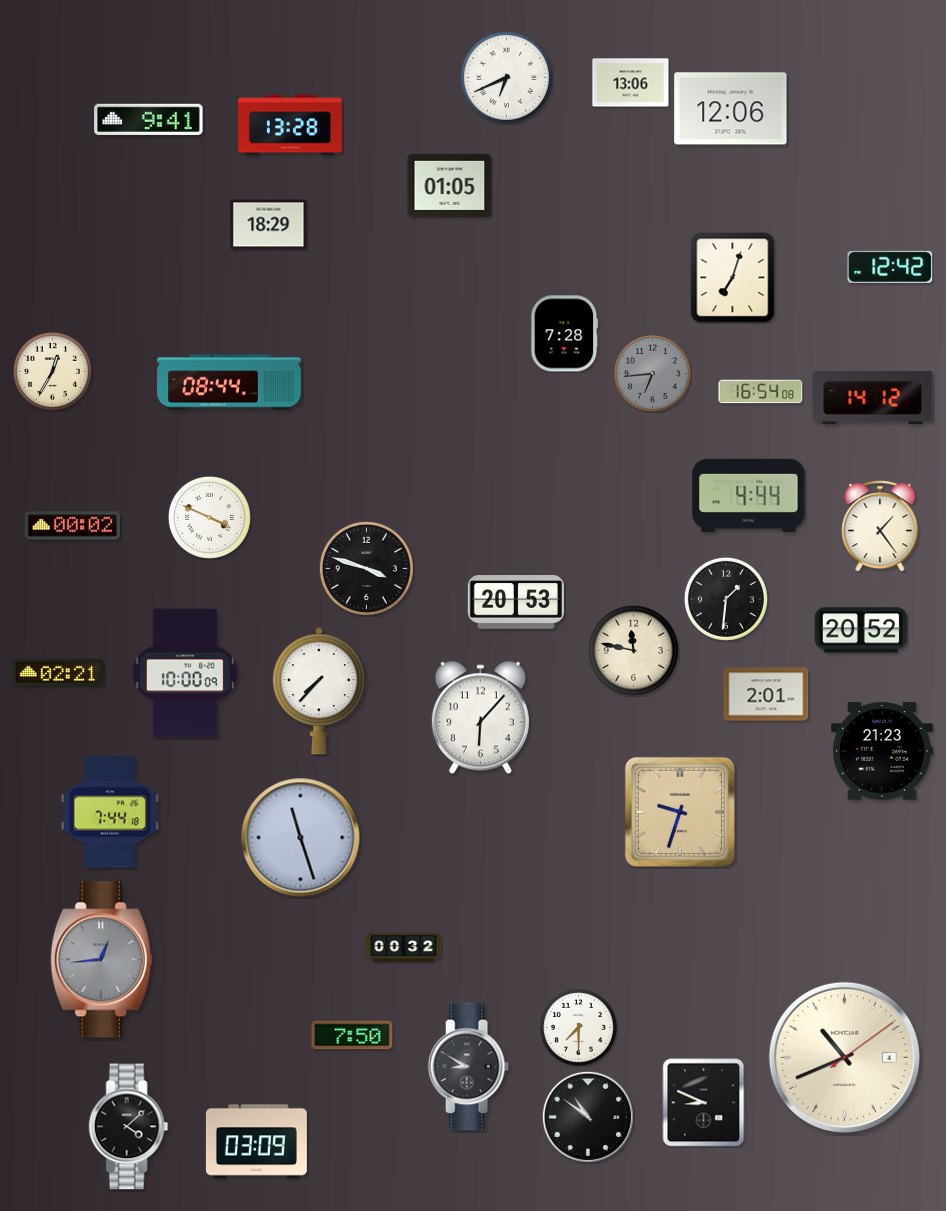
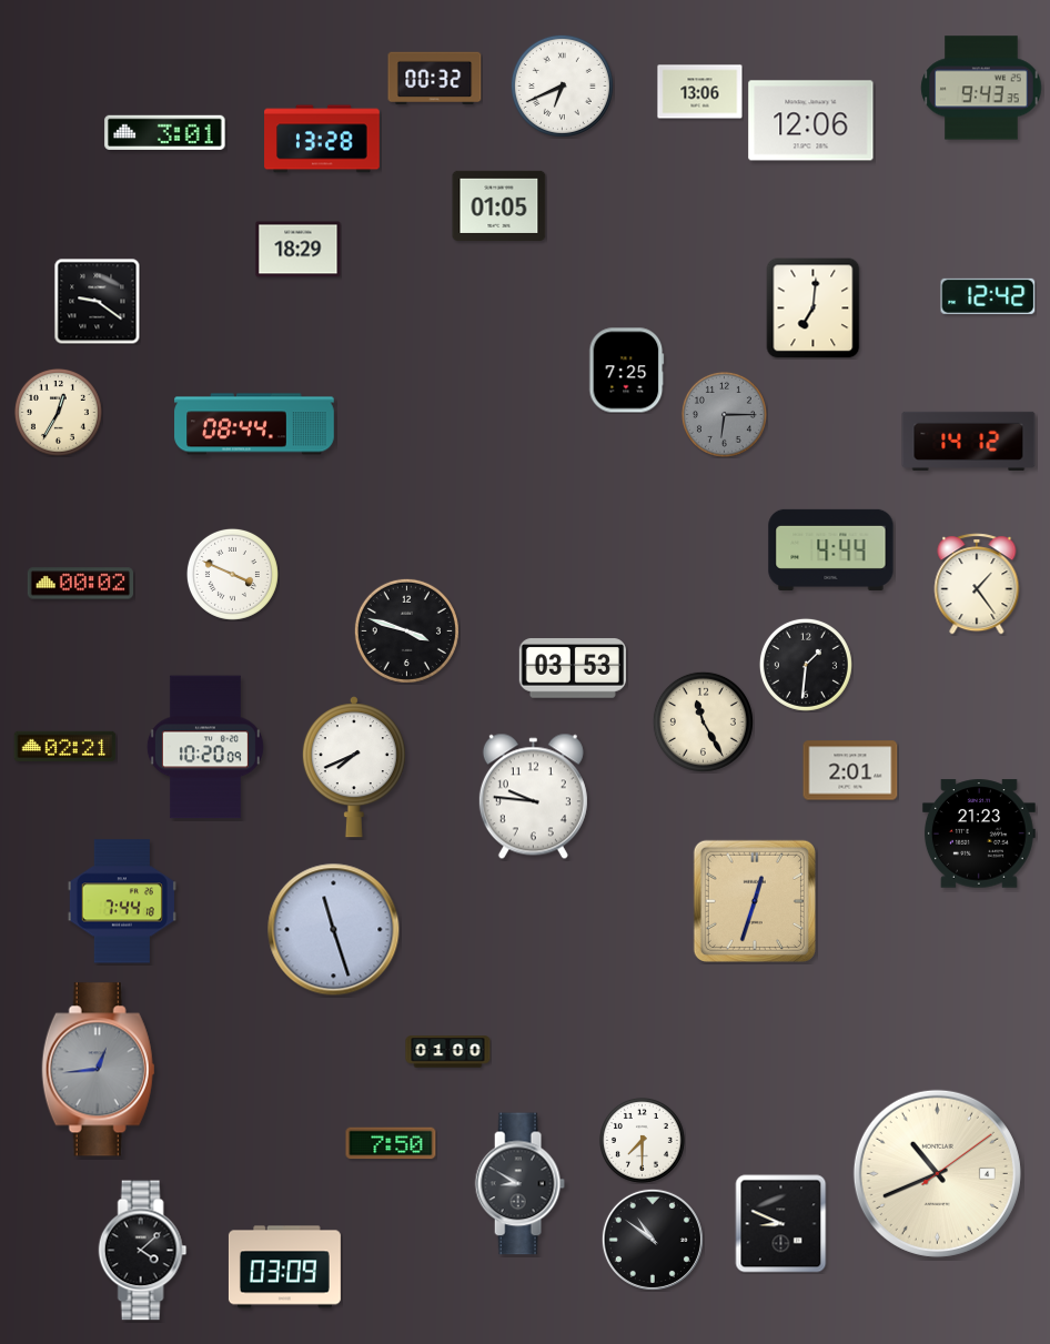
clock at (435, 79): none -> 00:32
clock at (981, 88): none -> 9:43
clock at (149, 119): 9:41 -> 3:01
clock at (97, 301): none -> 9:21
clock at (733, 278): 7:03 -> 7:01
clock at (565, 334): 7:28 -> 7:25
clock at (652, 373): 6:44 -> 6:15
clock at (761, 392): 16:54 -> none
clock at (516, 602): 20:53 -> 03:53
clock at (861, 630): 20:52 -> none
clock at (633, 650): 11:47 -> 11:25
clock at (185, 673): 10:00 -> 10:20
clock at (319, 691): 7:37 -> 7:41
clock at (480, 718): 6:07 -> 9:46
clock at (680, 812): 9:33 -> 12:33
clock at (404, 948): 00:32 -> 01:00
clock at (102, 960) position: (102, 960) -> (99, 1070)
clock at (352, 1035) position: (352, 1035) -> (391, 1143)
